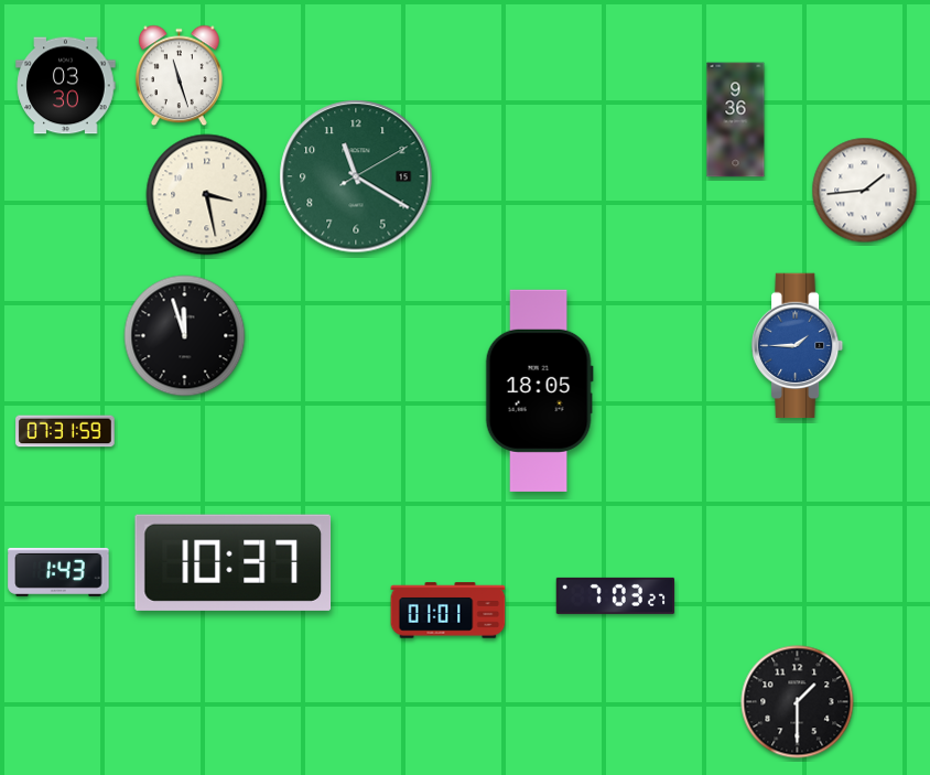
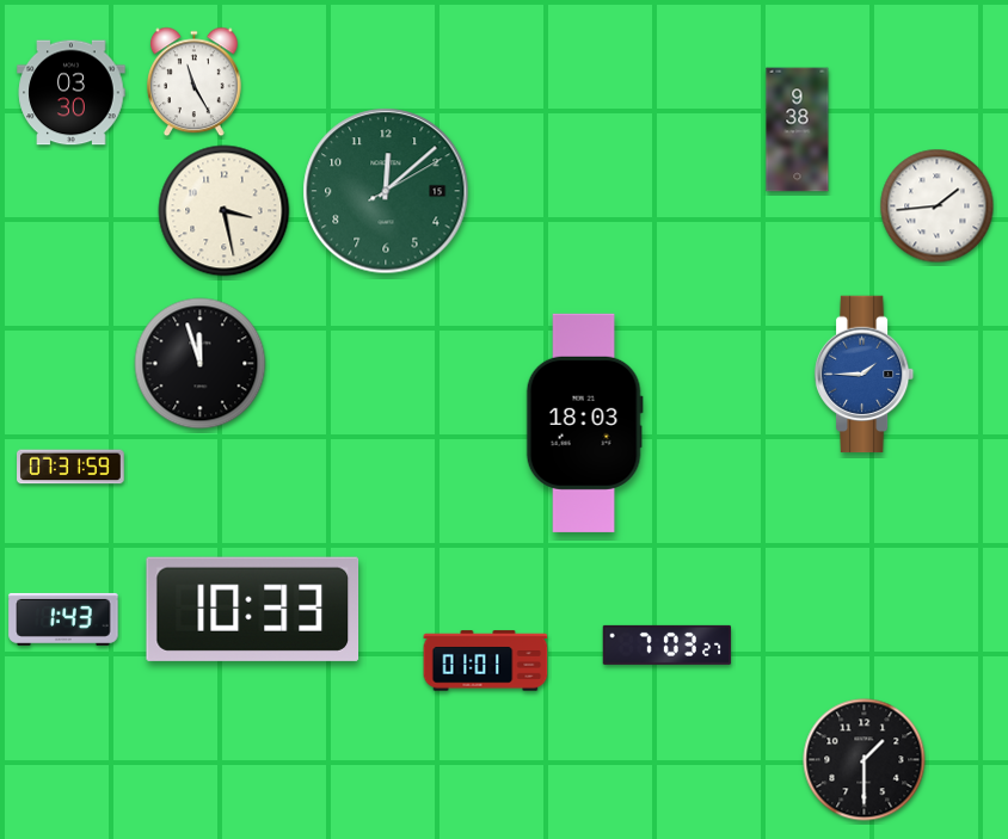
clock at (180, 76): 11:27 -> 11:25
clock at (736, 120): 9:36 -> 9:38
clock at (356, 176): 11:20 -> 12:08
clock at (539, 390): 18:05 -> 18:03
clock at (234, 562): 10:37 -> 10:33
